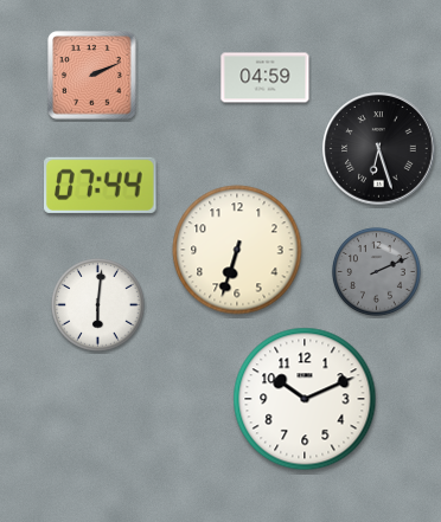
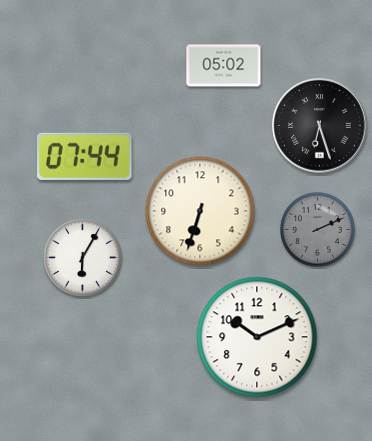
clock at (92, 76): 2:11 -> none
clock at (266, 78): 04:59 -> 05:02
clock at (98, 305): 6:01 -> 6:05
